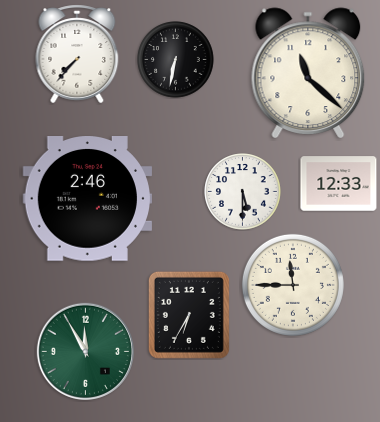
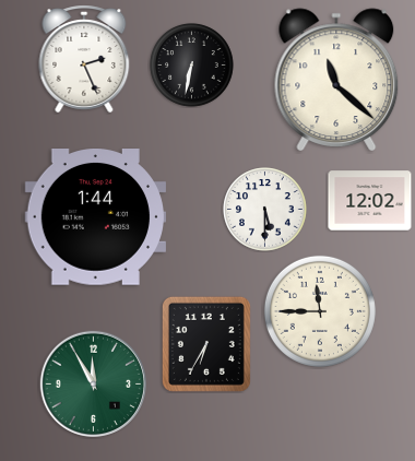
clock at (77, 54): 7:37 -> 2:26
clock at (339, 184): 12:33 -> 12:02
clock at (87, 199): 2:46 -> 1:44
